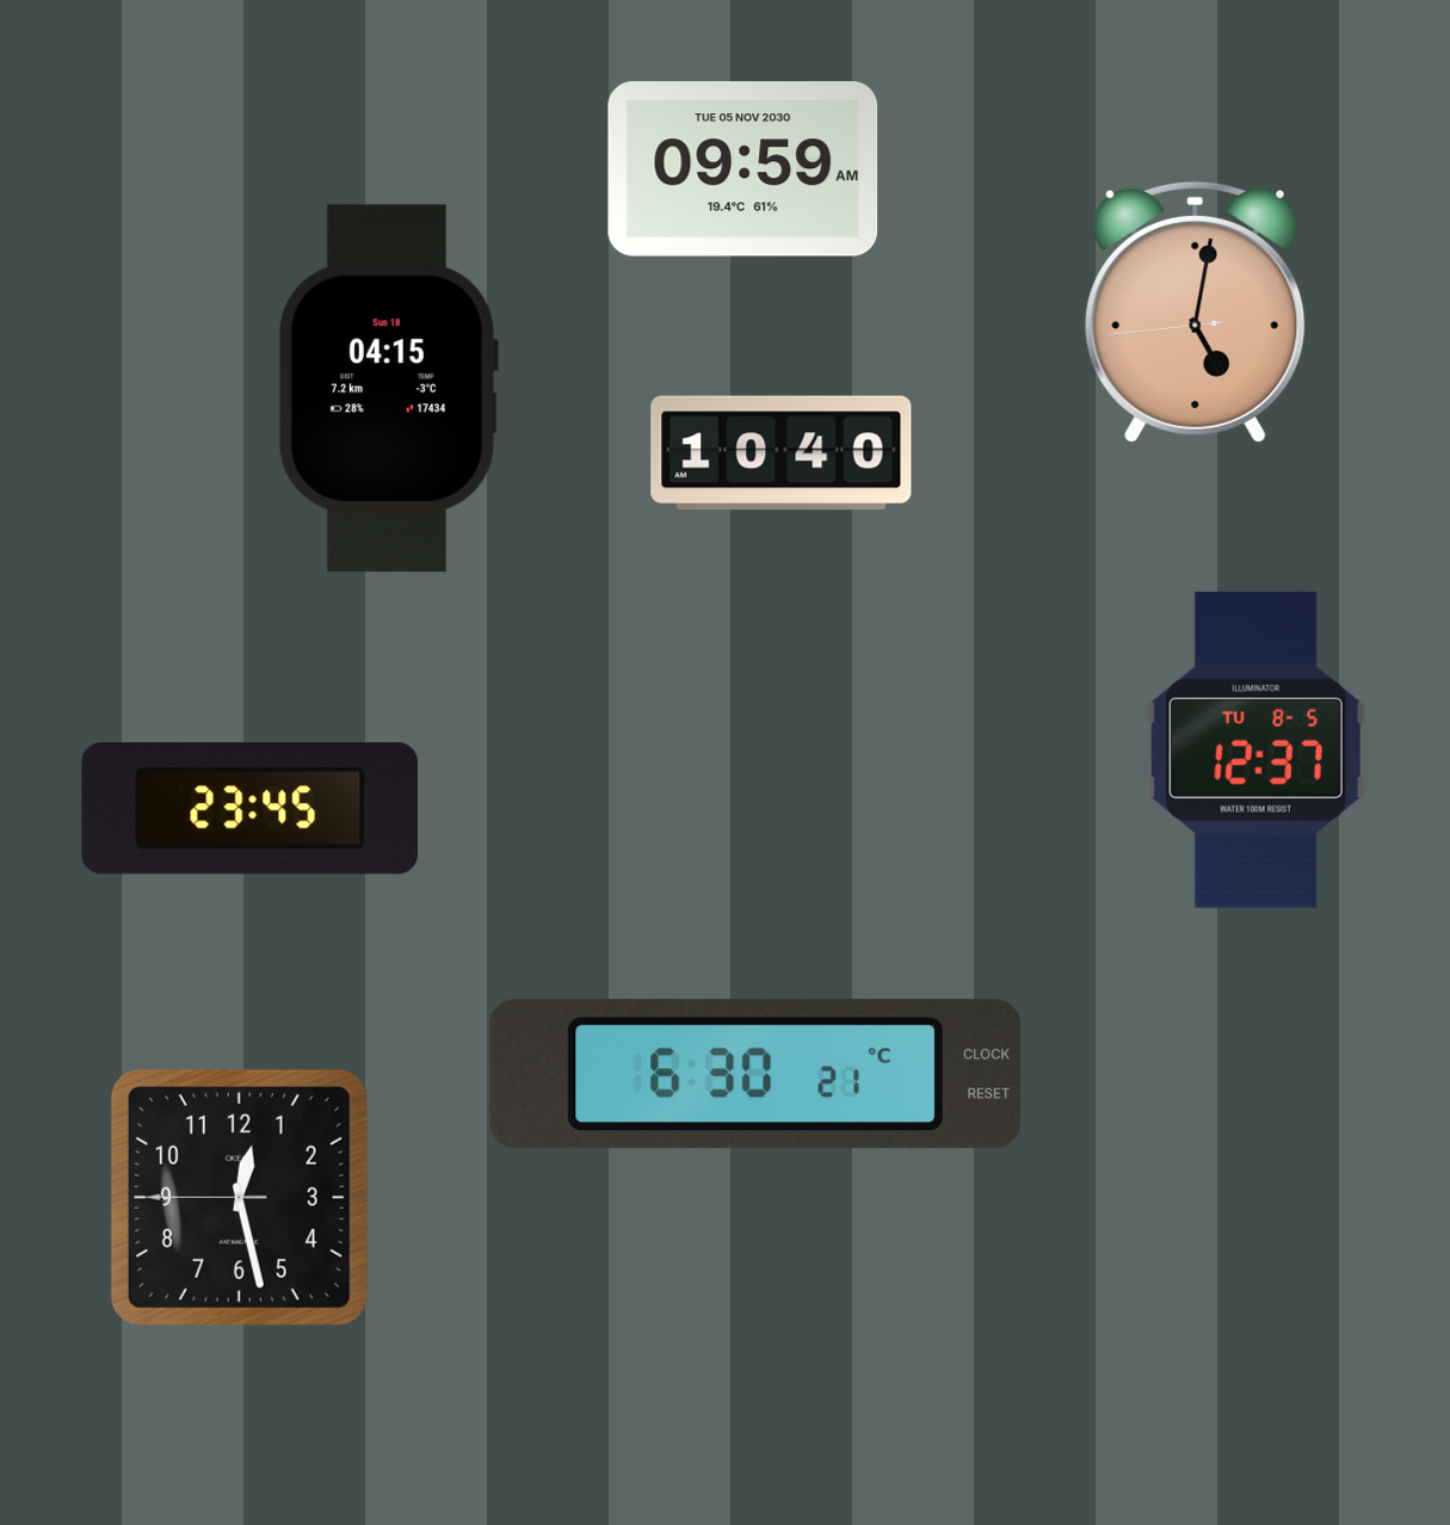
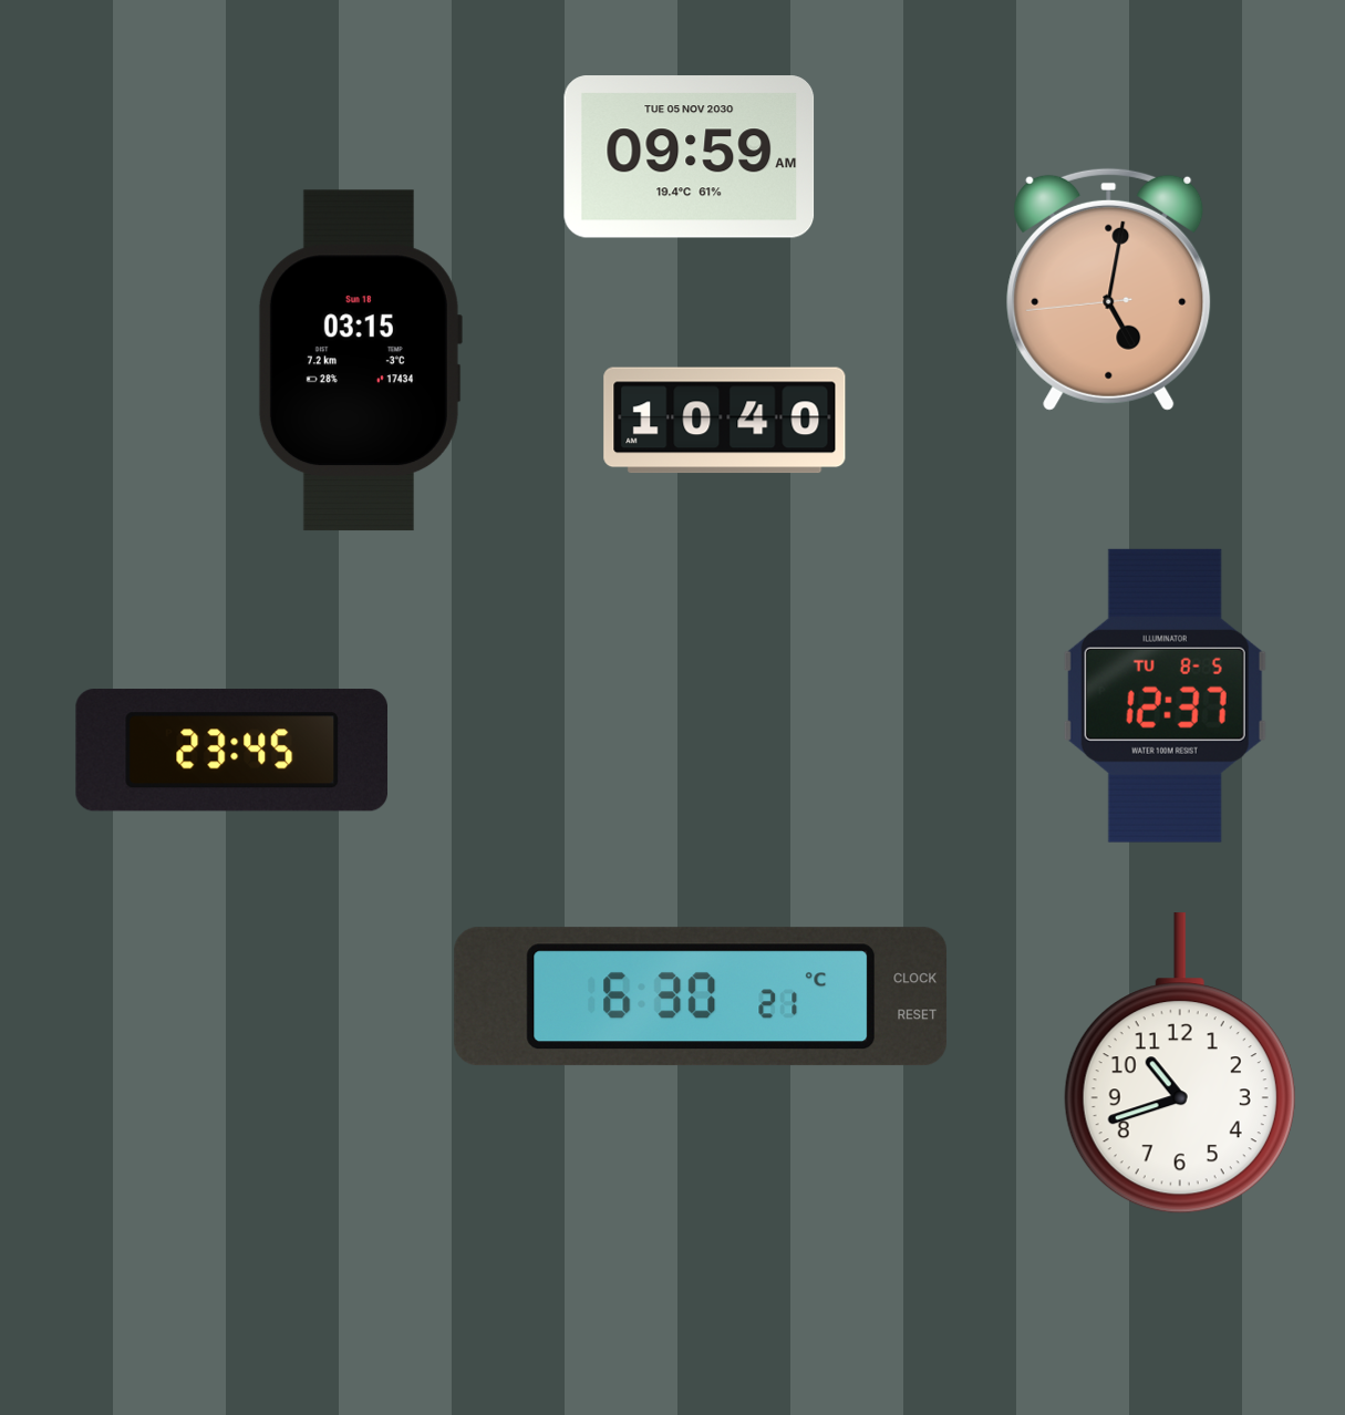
clock at (388, 389): 04:15 -> 03:15
clock at (1180, 1064): none -> 10:42
clock at (239, 1197): 12:27 -> none
